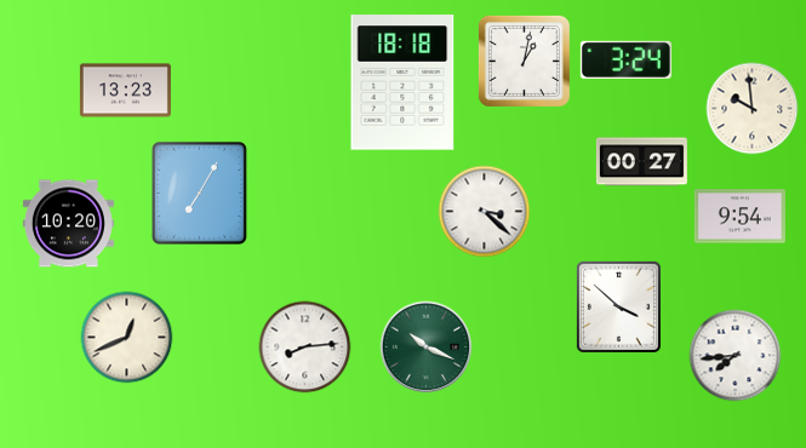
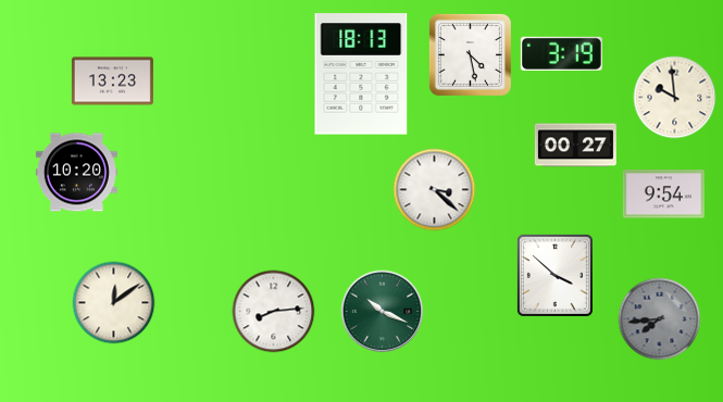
clock at (625, 59): 3:24 -> 3:19
clock at (524, 61): 1:02 -> 4:28
clock at (402, 82): 18:18 -> 18:13
clock at (199, 193): 7:05 -> none
clock at (68, 224) position: (68, 224) -> (76, 173)
clock at (127, 338): 12:41 -> 12:09
clock at (736, 356) dial: white -> grey
